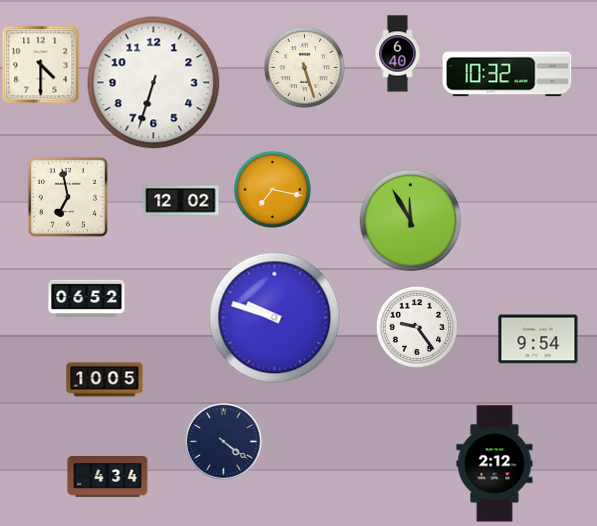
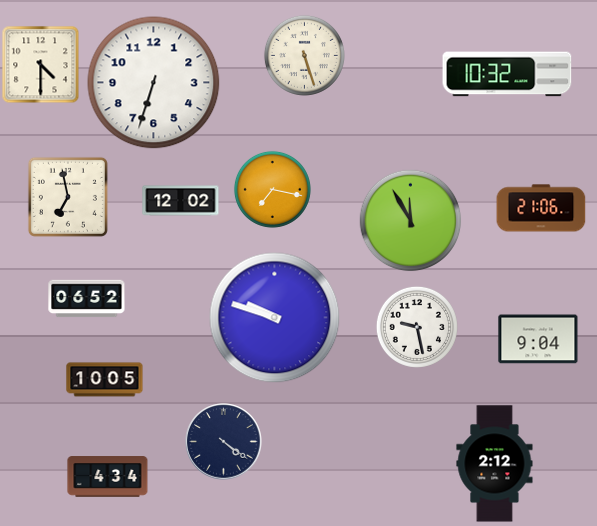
clock at (398, 54): 6:40 -> none
clock at (304, 67) position: (304, 67) -> (304, 55)
clock at (541, 208): none -> 21:06
clock at (417, 327): 9:24 -> 9:28
clock at (538, 339): 9:54 -> 9:04
